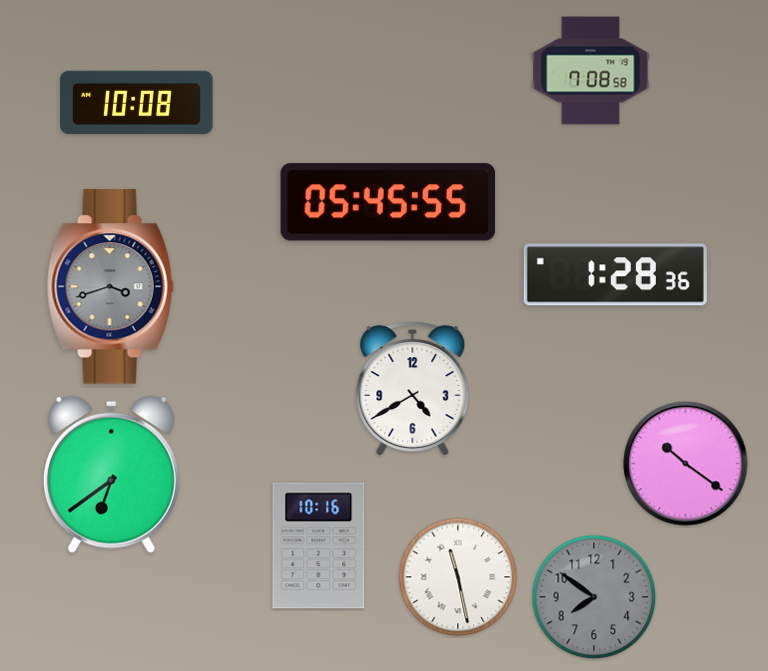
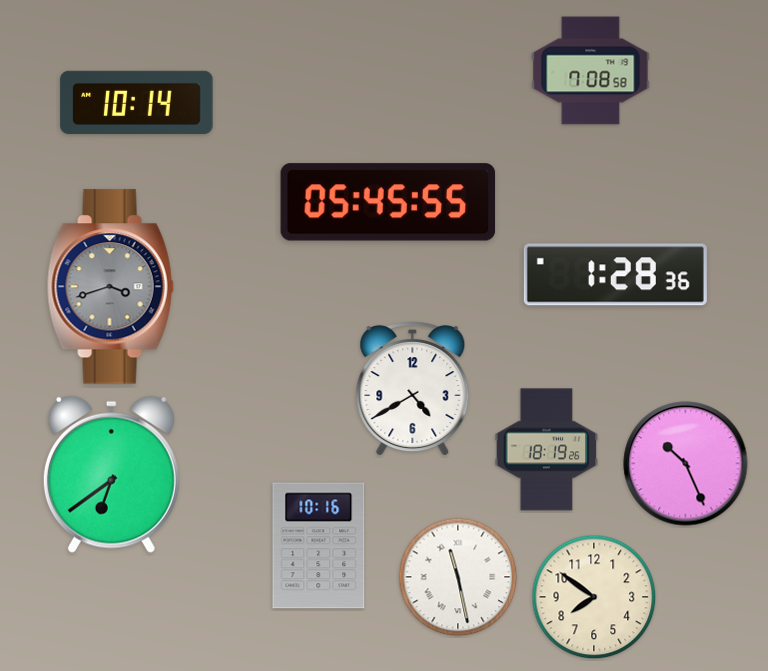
clock at (137, 102): 10:08 -> 10:14
clock at (547, 450): none -> 18:19
clock at (686, 464): 10:21 -> 10:26
clock at (594, 597) dial: grey -> cream
